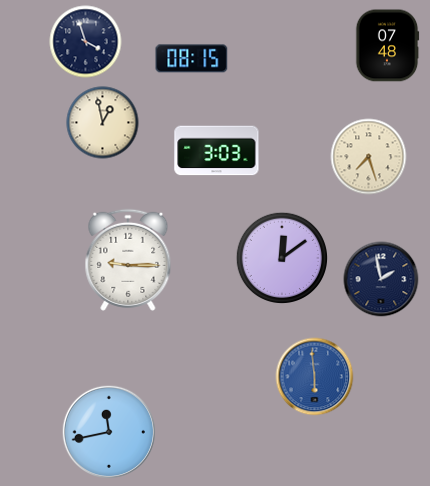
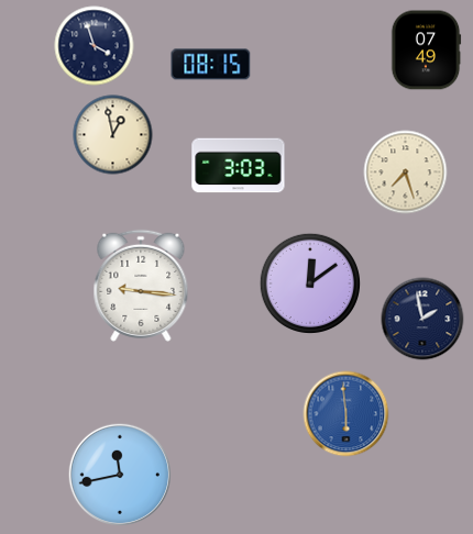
clock at (387, 46): 07:48 -> 07:49
clock at (128, 260): 9:15 -> 9:16
clock at (381, 279) position: (381, 279) -> (422, 319)
